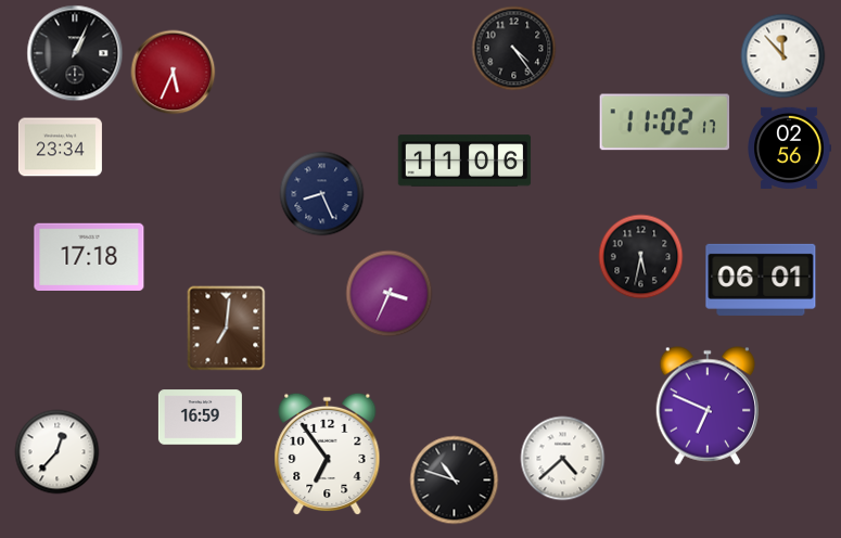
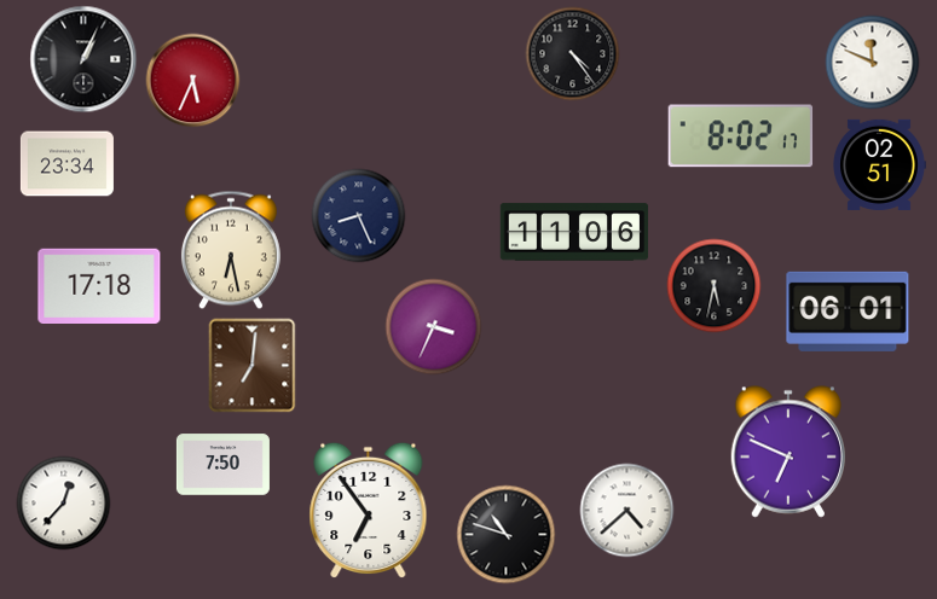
clock at (782, 55): 11:53 -> 11:49
clock at (665, 123): 11:02 -> 8:02
clock at (789, 148): 02:56 -> 02:51
clock at (464, 161) position: (464, 161) -> (574, 232)
clock at (231, 250): none -> 6:28
clock at (200, 418): 16:59 -> 7:50
clock at (328, 453) position: (328, 453) -> (369, 510)
